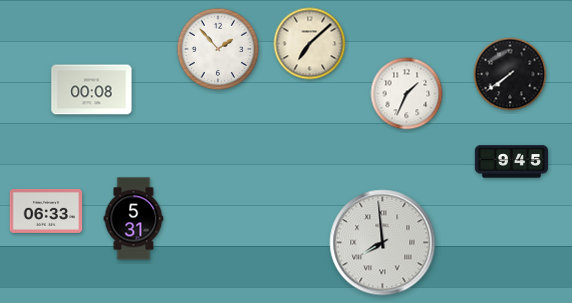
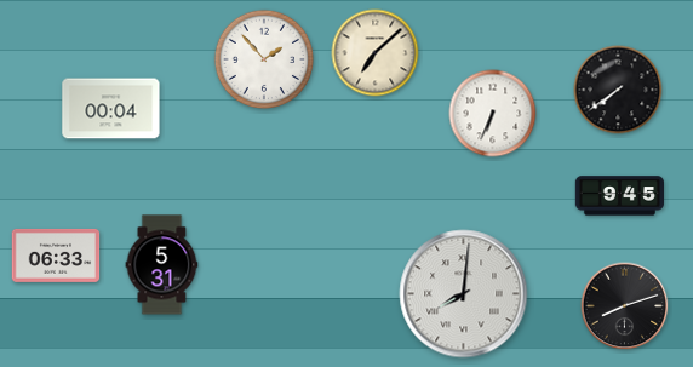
clock at (92, 90): 00:08 -> 00:04
clock at (407, 94): 1:34 -> 6:34
clock at (383, 243): 7:59 -> 8:01
clock at (625, 306): none -> 8:12
